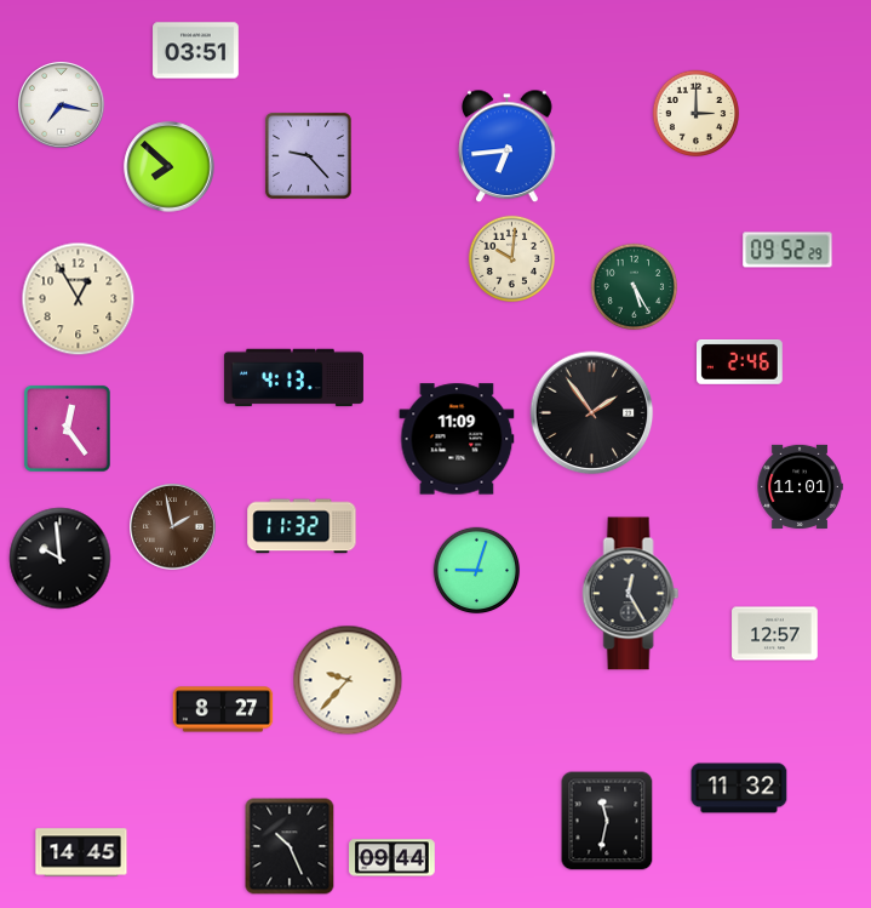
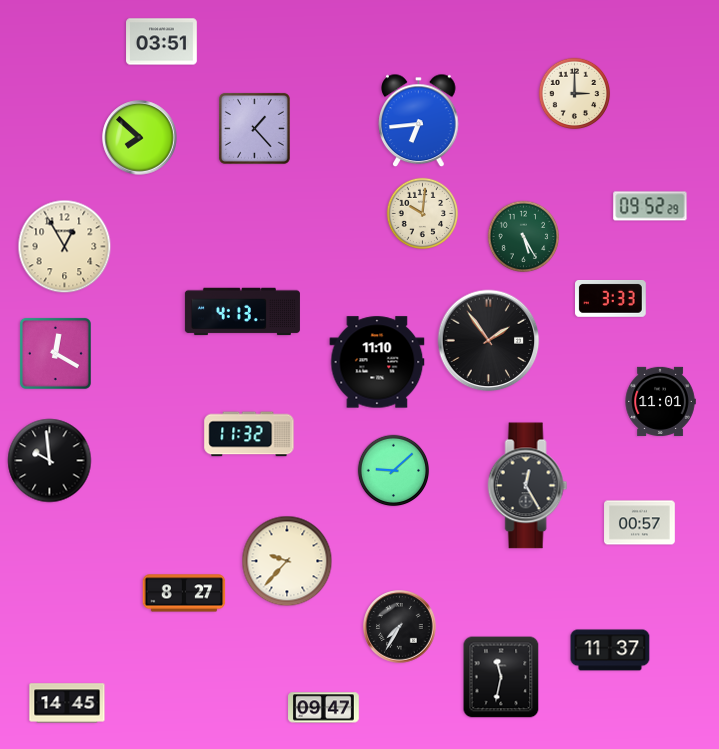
clock at (62, 105): 7:17 -> none
clock at (308, 155): 9:23 -> 1:23
clock at (740, 362): 2:46 -> 3:33
clock at (67, 428): 12:24 -> 12:20
clock at (457, 439): 11:09 -> 11:10
clock at (173, 527): 1:58 -> none
clock at (477, 571): 9:03 -> 9:08
clock at (631, 594) position: (631, 594) -> (528, 486)
clock at (775, 634): 12:57 -> 00:57
clock at (223, 709) position: (223, 709) -> (184, 593)
clock at (400, 627): none -> 7:35
clock at (739, 788): 11:32 -> 11:37
clock at (290, 846): 10:26 -> none
clock at (392, 858): 09:44 -> 09:47
